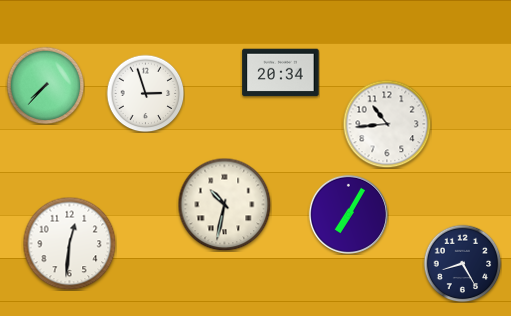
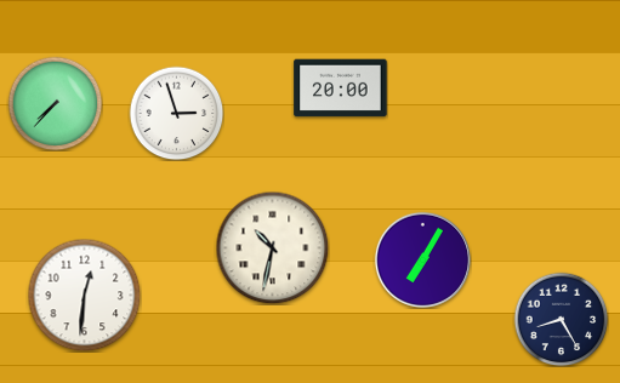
clock at (281, 73): 20:34 -> 20:00
clock at (387, 124): 10:44 -> none
